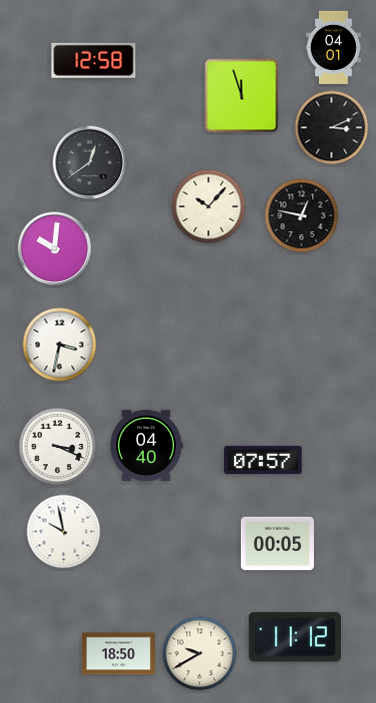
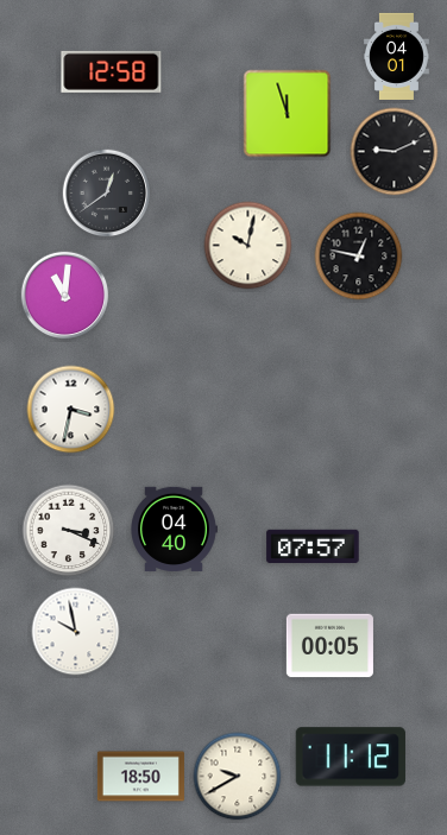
clock at (332, 128): 3:11 -> 9:11
clock at (209, 207): 10:07 -> 10:02
clock at (55, 249): 10:01 -> 11:01
